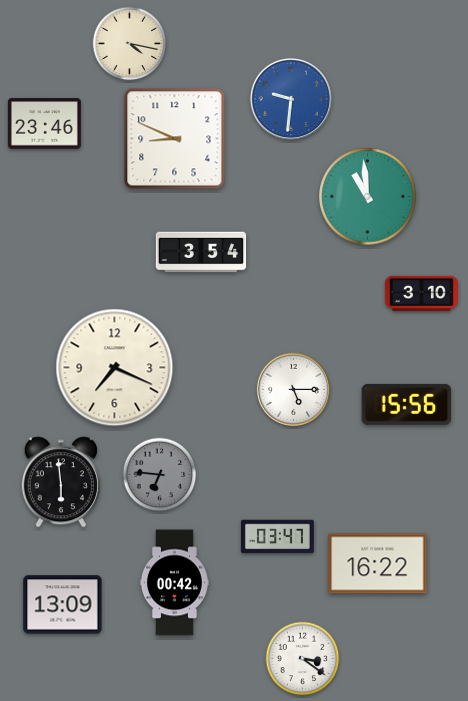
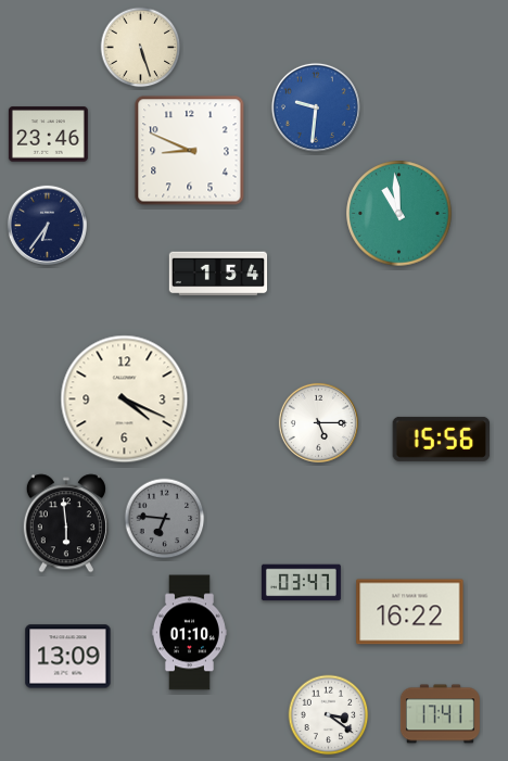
clock at (130, 44): 4:17 -> 5:27
clock at (47, 225): none -> 6:36
clock at (201, 252): 3:54 -> 1:54
clock at (421, 293): 3:10 -> none
clock at (115, 368): 7:19 -> 4:19
clock at (160, 475) position: (160, 475) -> (165, 519)
clock at (174, 583): 00:42 -> 01:10
clock at (440, 714): none -> 17:41
